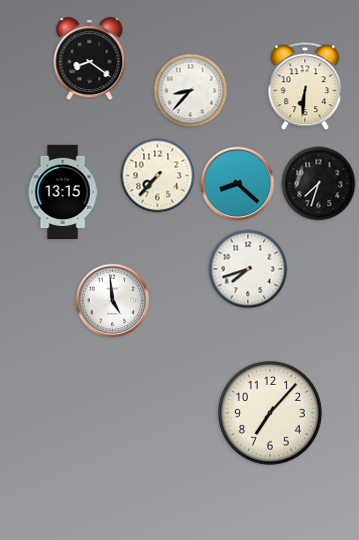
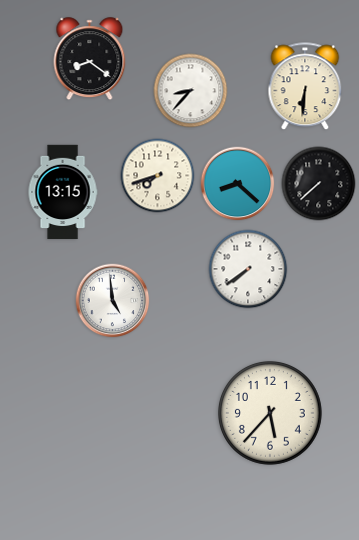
clock at (158, 176): 7:37 -> 7:42
clock at (319, 184): 7:33 -> 7:38
clock at (248, 269): 7:42 -> 7:39
clock at (270, 413): 7:07 -> 5:37
